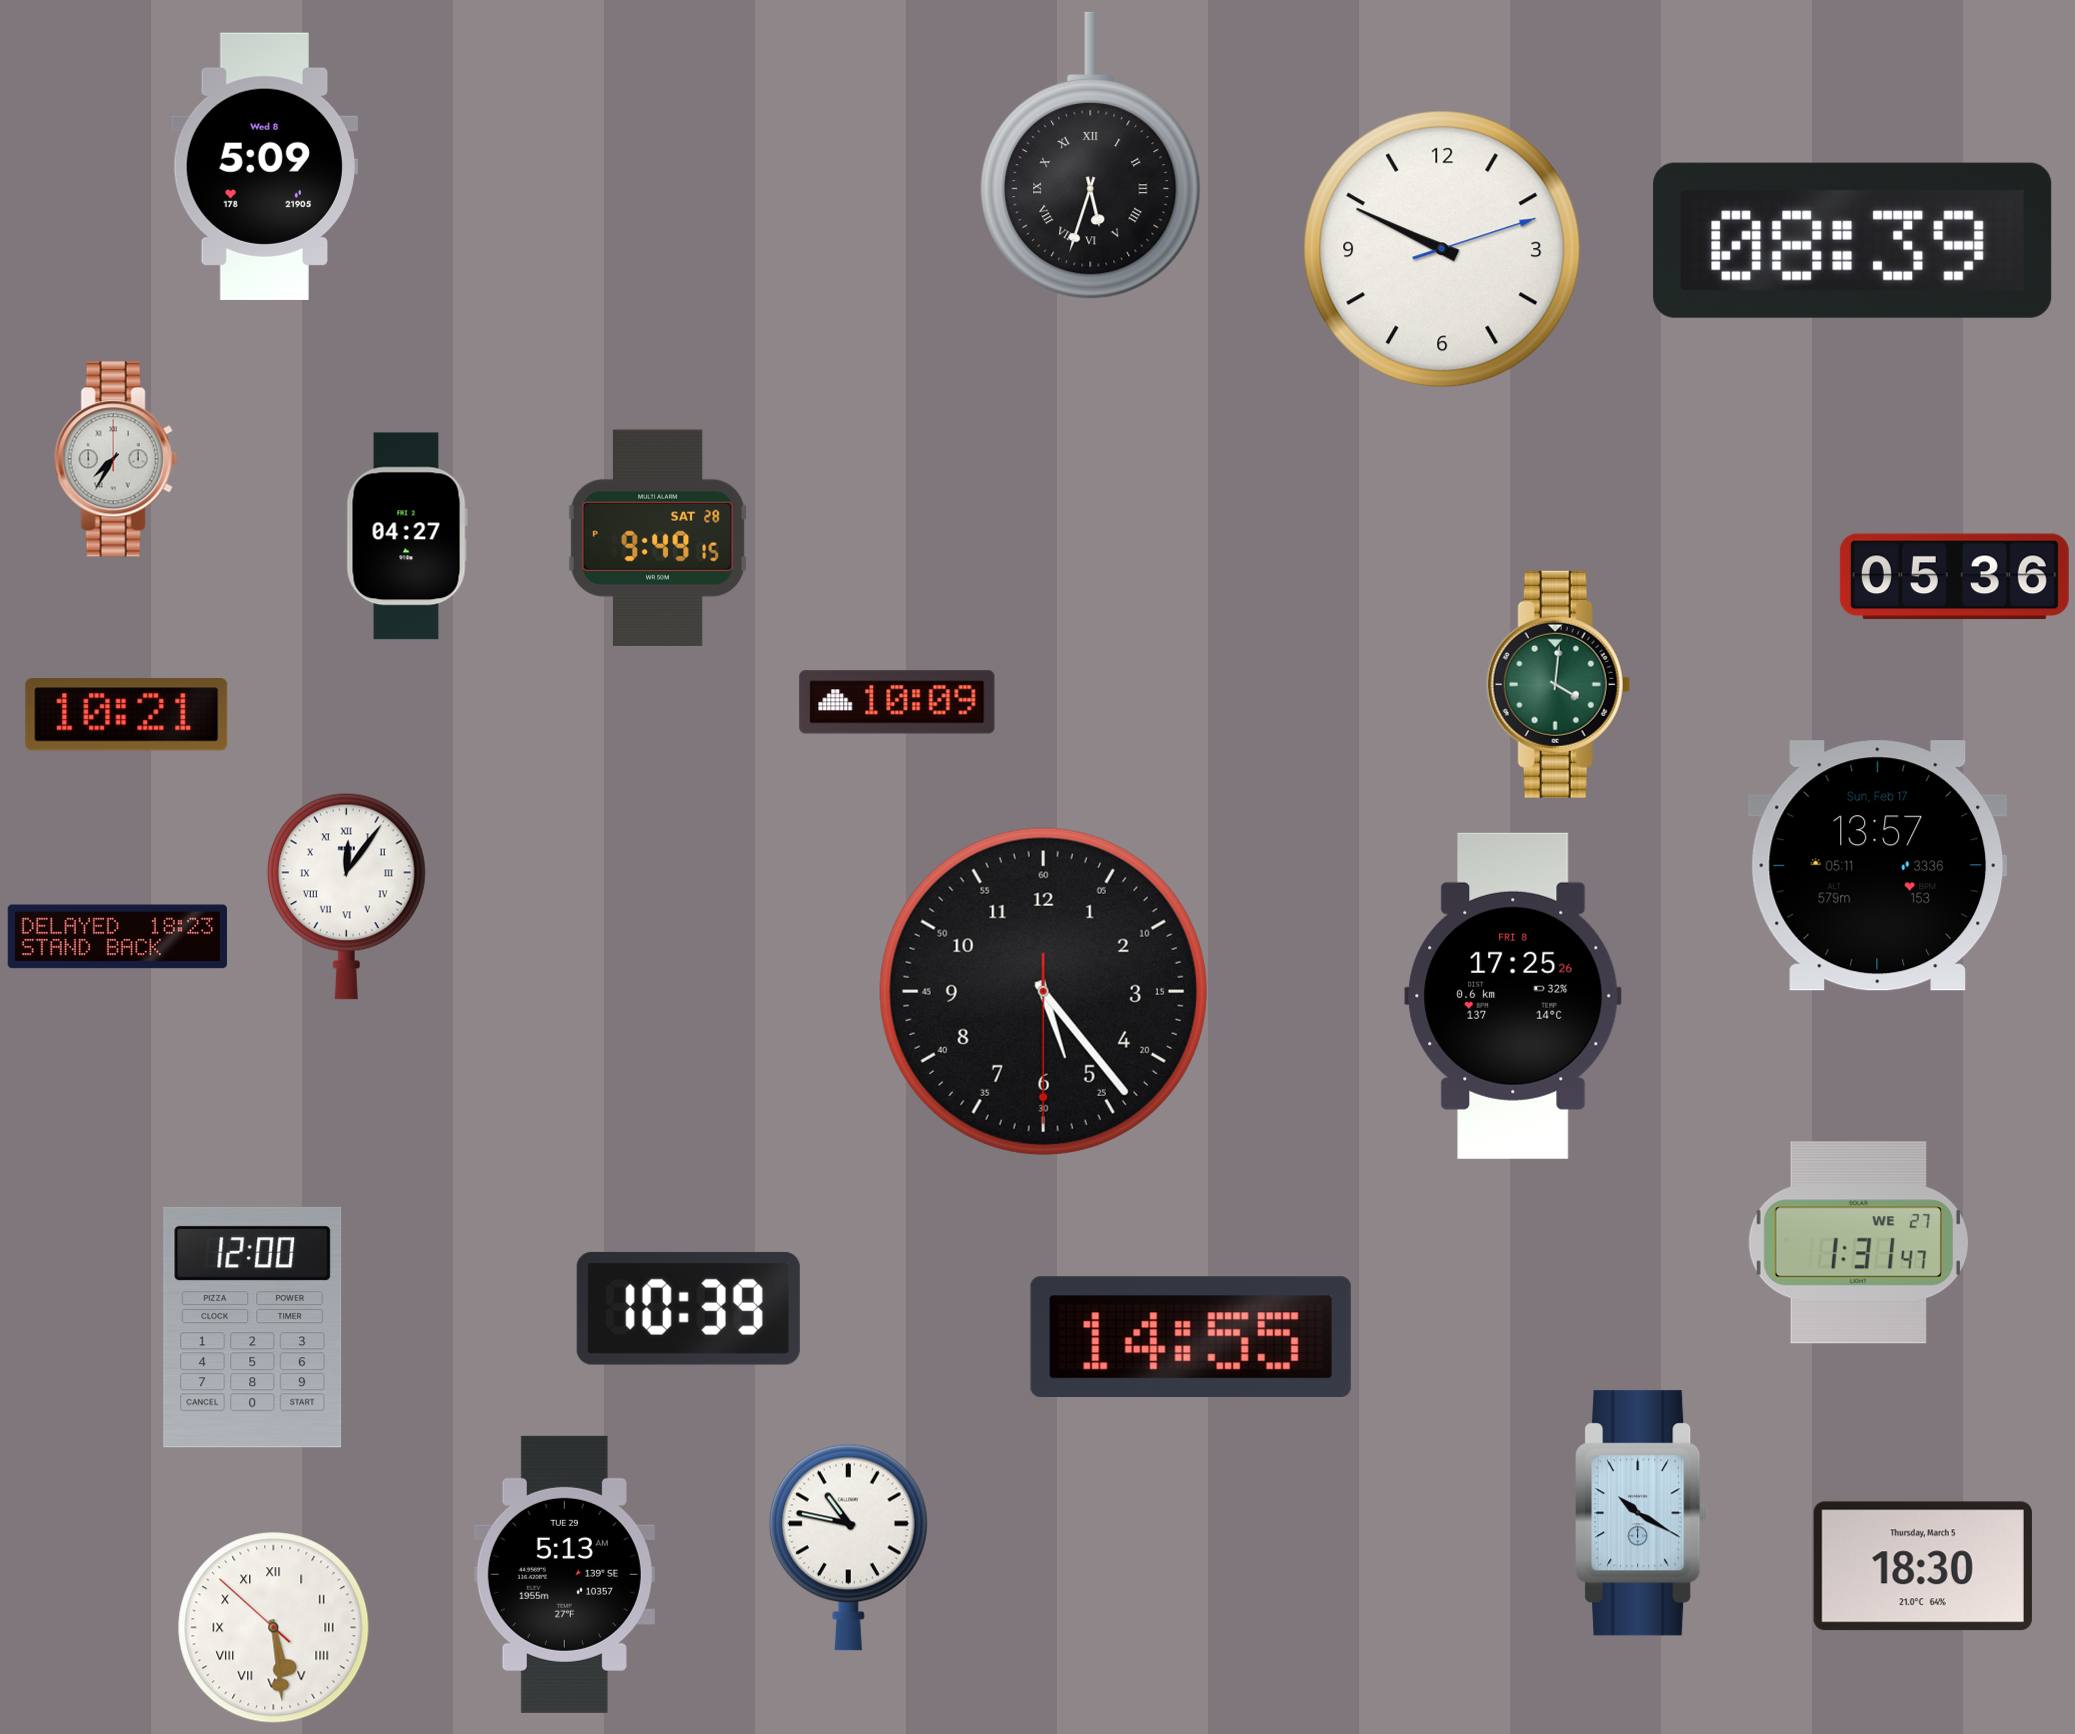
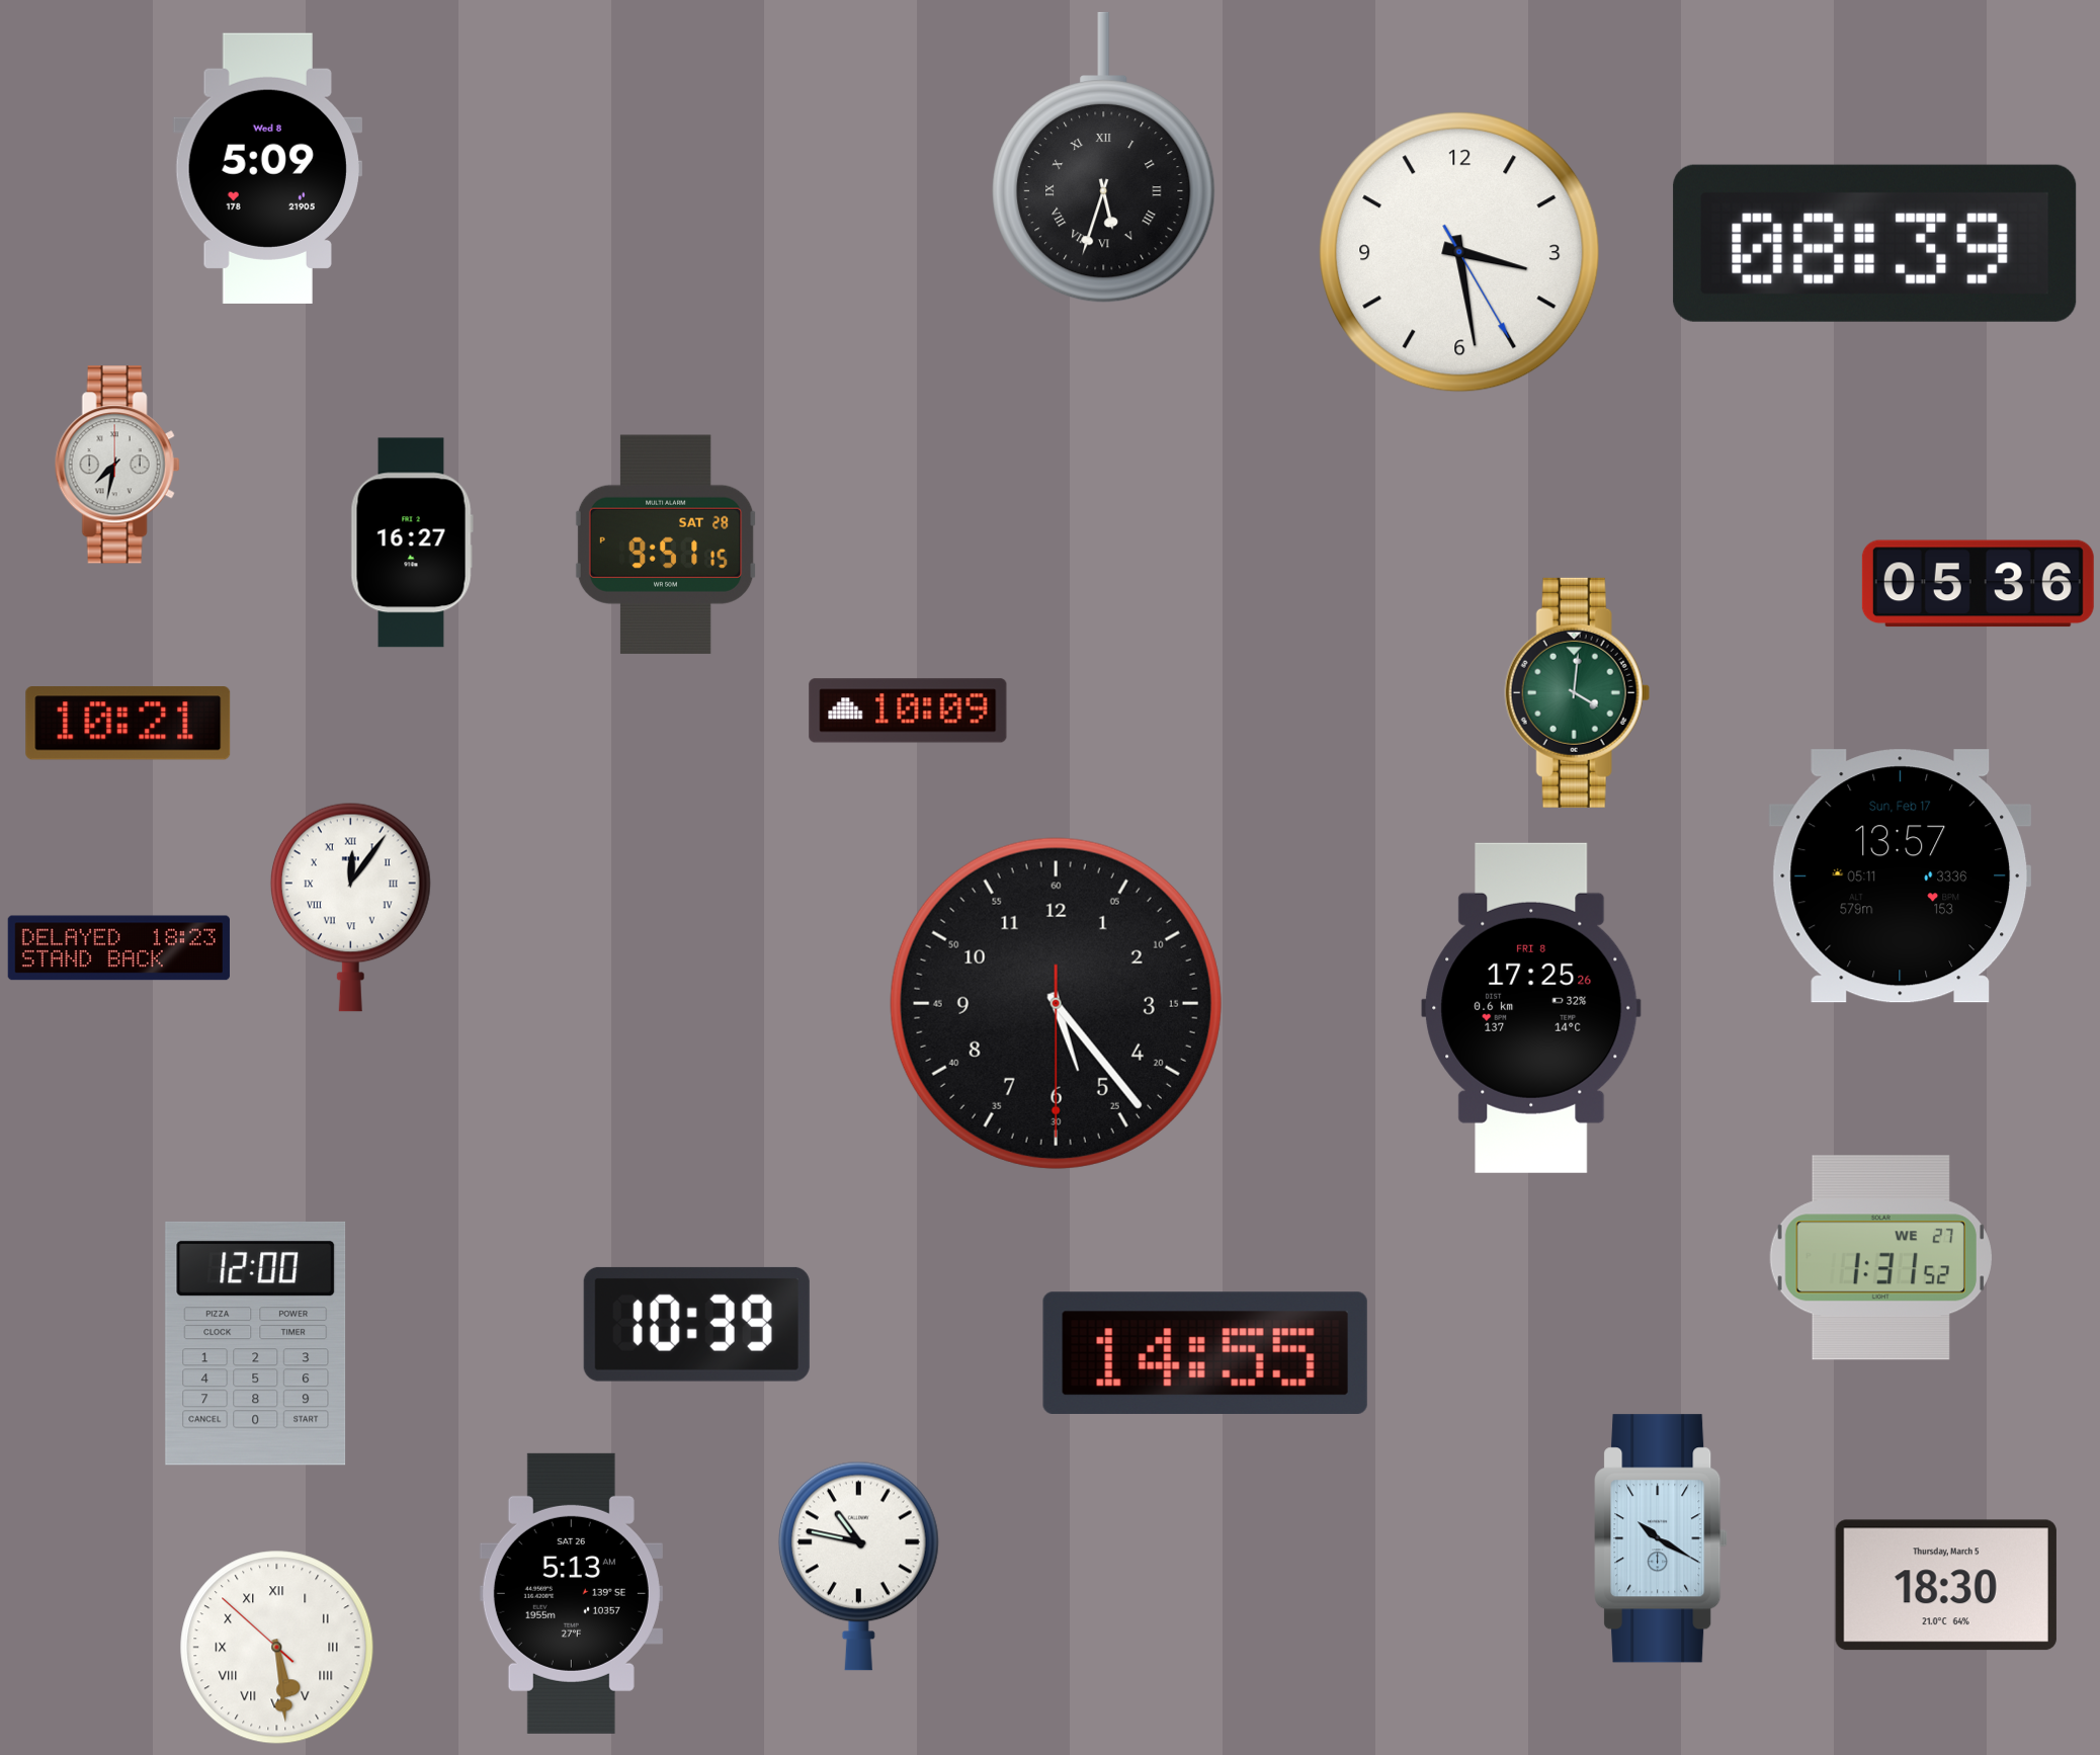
clock at (1442, 249): 9:49 -> 3:28
clock at (116, 459): 7:35 -> 7:32
clock at (407, 536): 04:27 -> 16:27
clock at (658, 538): 9:49 -> 9:51
clock at (1858, 1243): 1:31:47 -> 1:31:52
clock at (1641, 1513) position: (1641, 1513) -> (1661, 1538)
clock at (564, 1574) date: TUE 29 -> SAT 26
